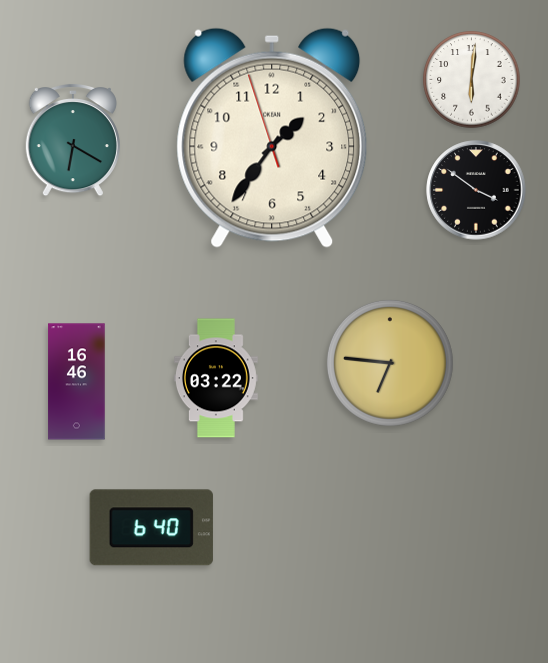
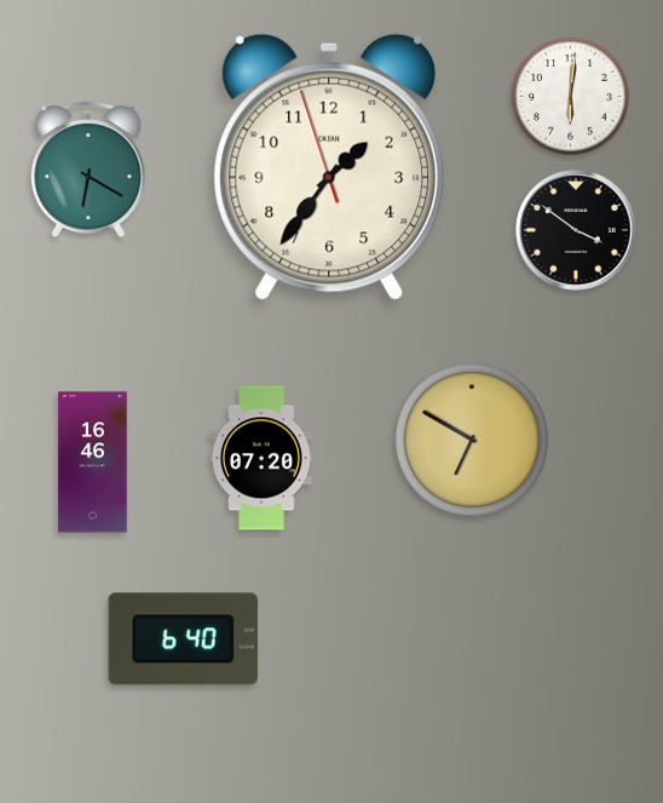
clock at (390, 363): 6:46 -> 6:50
clock at (216, 378): 03:22 -> 07:20
